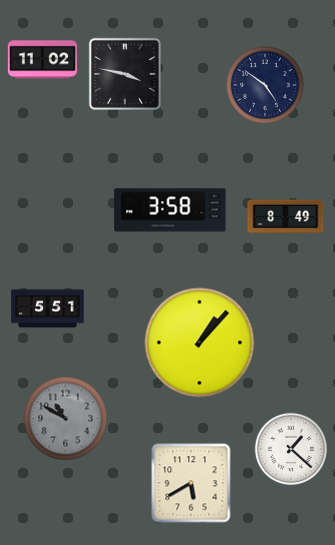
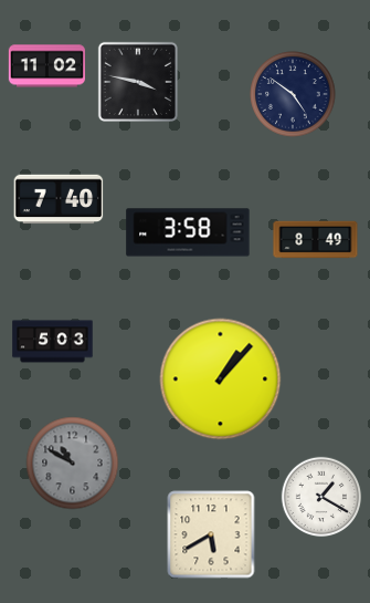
clock at (59, 199): none -> 7:40
clock at (48, 309): 5:51 -> 5:03
clock at (291, 449): 1:22 -> 1:20
